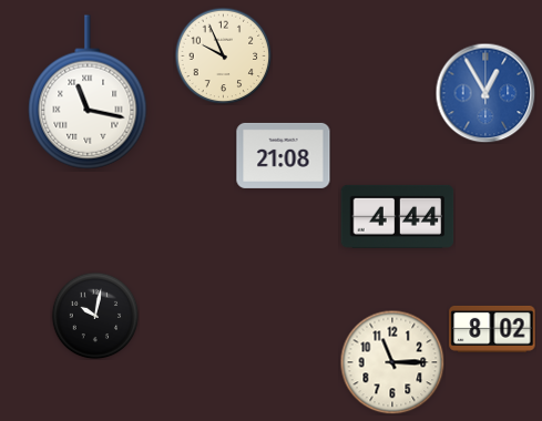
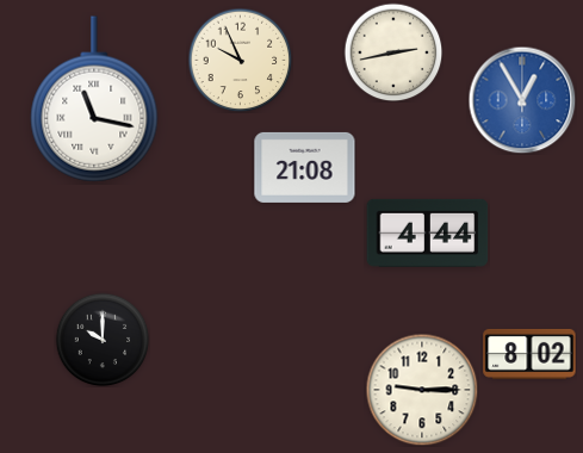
clock at (393, 52): none -> 2:43
clock at (95, 316): 10:02 -> 10:00
clock at (392, 362): 11:15 -> 9:15
